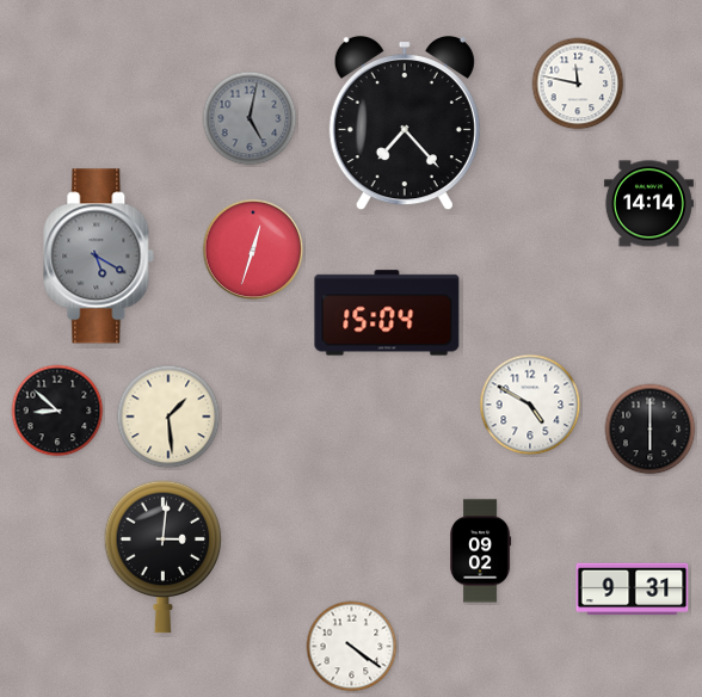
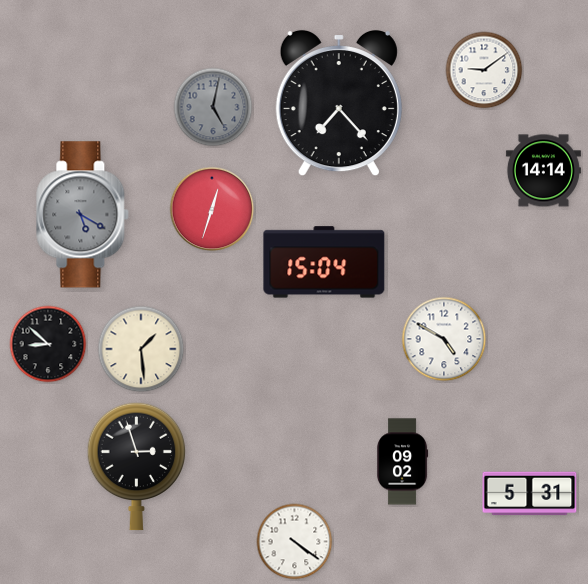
clock at (578, 84): 11:47 -> 9:09
clock at (250, 118) position: (250, 118) -> (213, 107)
clock at (651, 430): 6:00 -> none
clock at (164, 556): 3:01 -> 2:57
clock at (633, 590): 9:31 -> 5:31
